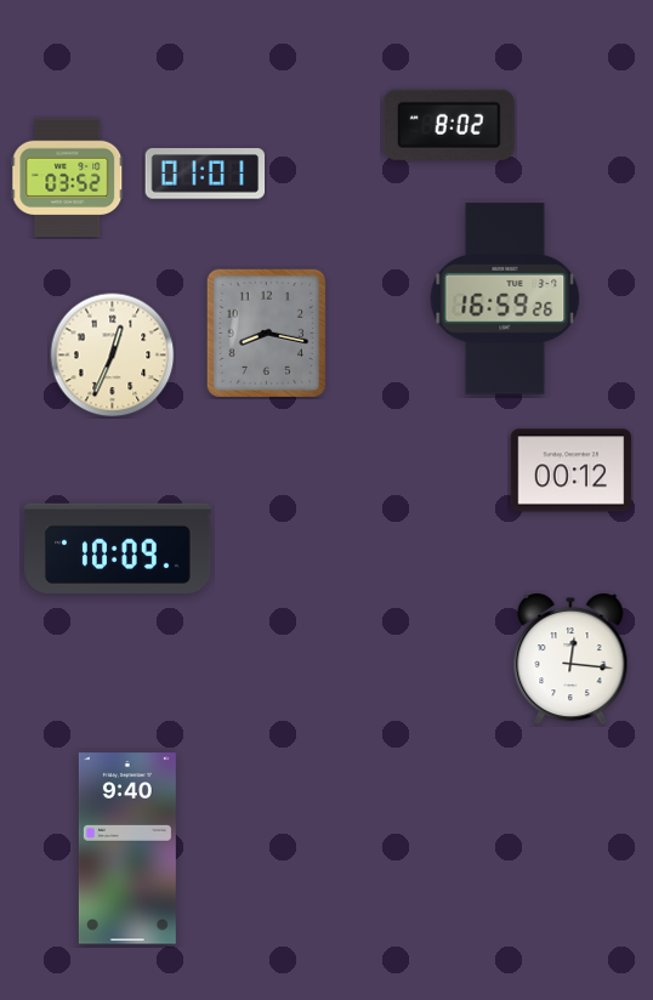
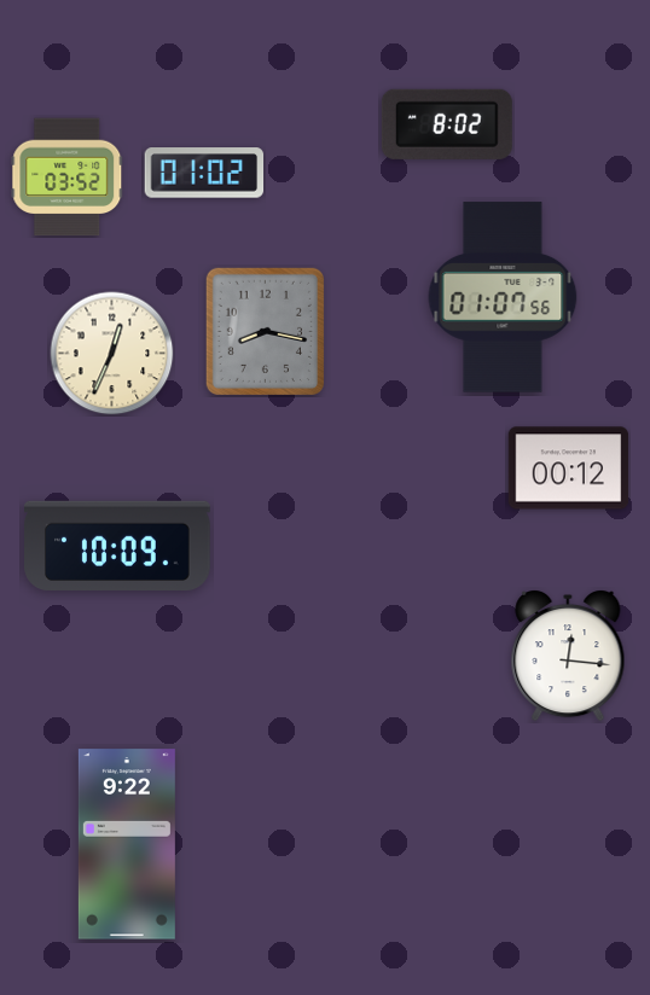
clock at (205, 174): 01:01 -> 01:02
clock at (505, 299): 16:59 -> 01:07
clock at (127, 848): 9:40 -> 9:22
